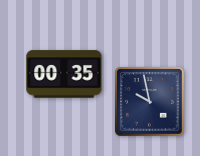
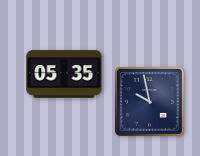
clock at (64, 74): 00:35 -> 05:35
